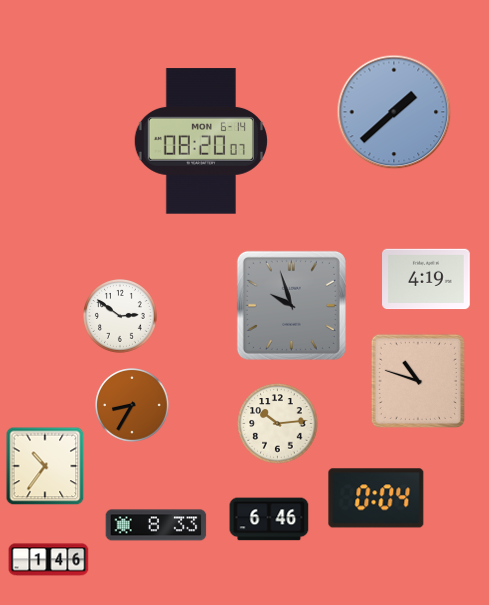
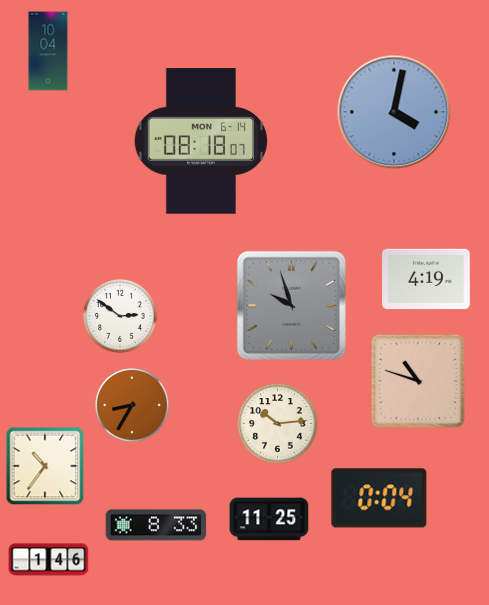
clock at (48, 51): none -> 10:04
clock at (394, 112): 1:38 -> 4:02
clock at (200, 141): 08:20 -> 08:18
clock at (376, 498) position: (376, 498) -> (379, 498)
clock at (269, 519): 6:46 -> 11:25
